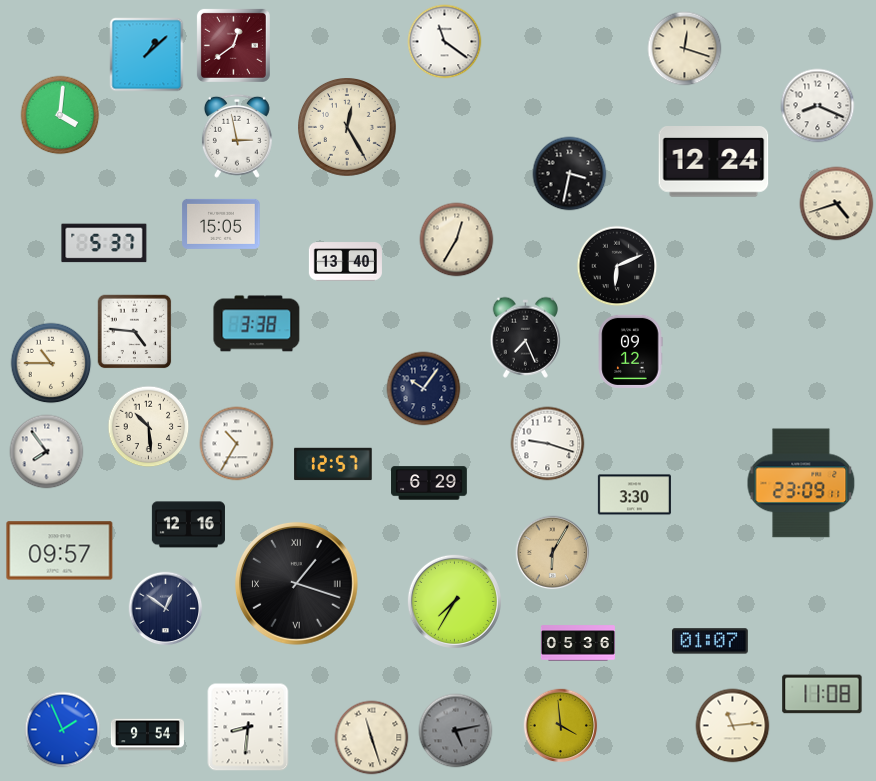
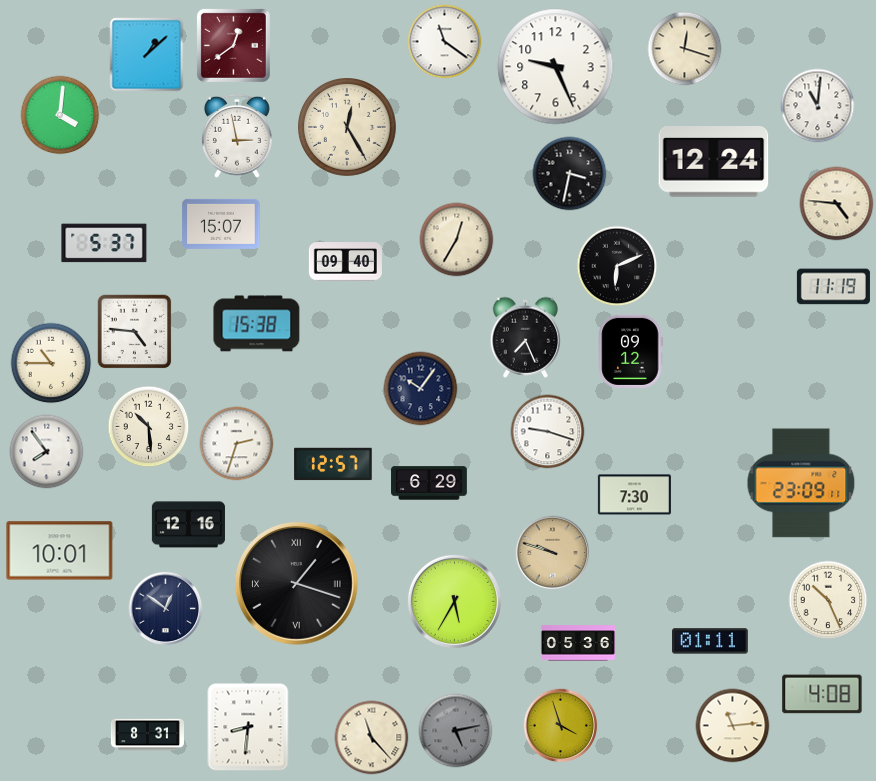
clock at (556, 67): none -> 9:26
clock at (818, 106): 8:19 -> 11:01
clock at (837, 204): 4:42 -> 4:46
clock at (221, 224): 15:05 -> 15:07
clock at (345, 262): 13:40 -> 09:40
clock at (833, 287): none -> 11:19
clock at (257, 324): 3:38 -> 15:38
clock at (424, 389) position: (424, 389) -> (421, 389)
clock at (237, 444): 10:35 -> 2:33
clock at (548, 444) position: (548, 444) -> (548, 432)
clock at (634, 495): 3:30 -> 7:30
clock at (60, 551): 09:57 -> 10:01
clock at (553, 553): 6:05 -> 9:48
clock at (828, 600): none -> 10:26
clock at (454, 601): 7:35 -> 5:35
clock at (711, 641): 01:07 -> 01:11
clock at (822, 694): 11:08 -> 4:08
clock at (561, 726): 3:59 -> 3:57
clock at (63, 730): 1:56 -> none
clock at (147, 735): 9:54 -> 8:31
clock at (372, 738): 11:27 -> 11:23
